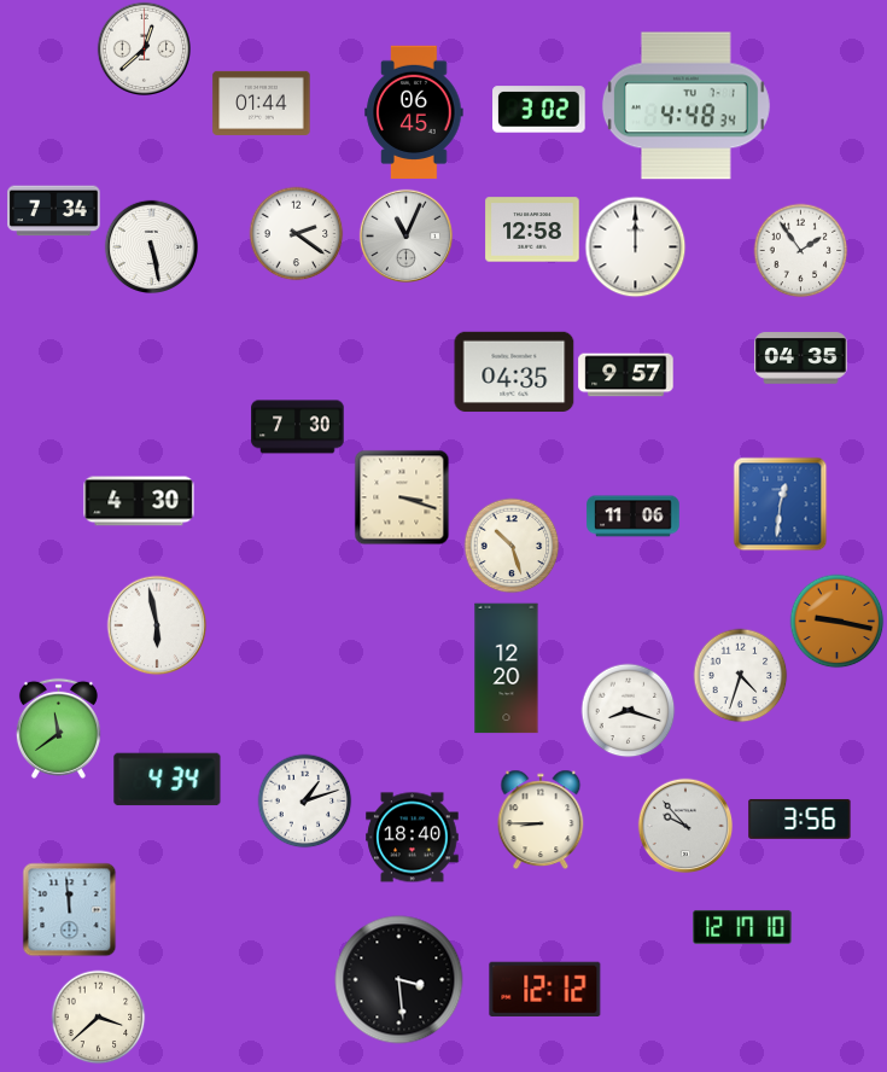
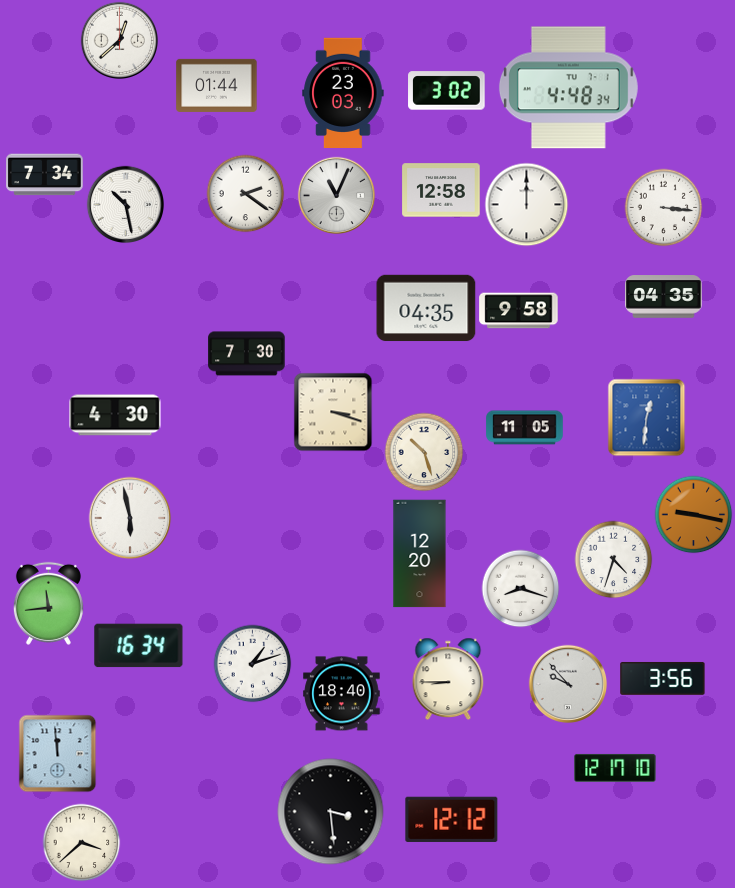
clock at (414, 111): 06:45 -> 23:03
clock at (151, 246): 5:28 -> 10:28
clock at (800, 250): 1:54 -> 3:16
clock at (626, 375): 9:57 -> 9:58
clock at (634, 517): 11:06 -> 11:05
clock at (58, 728): 11:39 -> 11:44
clock at (168, 780): 4:34 -> 16:34
